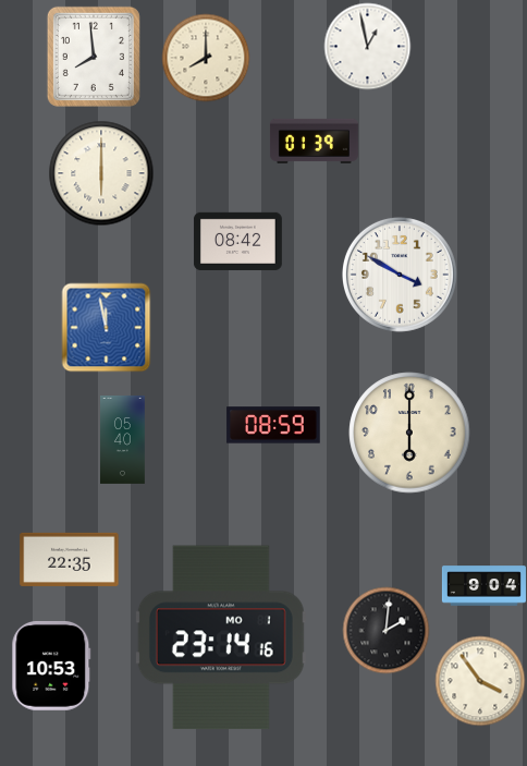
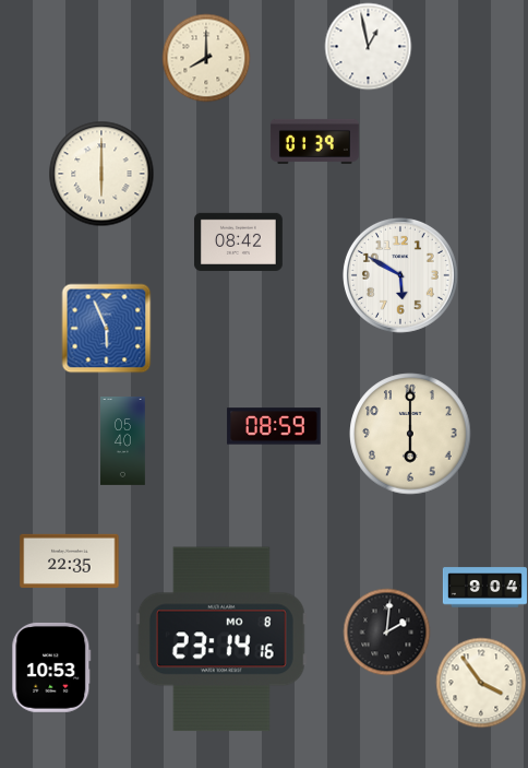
clock at (94, 57): 7:59 -> none
clock at (400, 275): 3:50 -> 5:50
clock at (106, 327): 11:58 -> 5:56
clock at (221, 637) date: MO 1 -> MO 8
